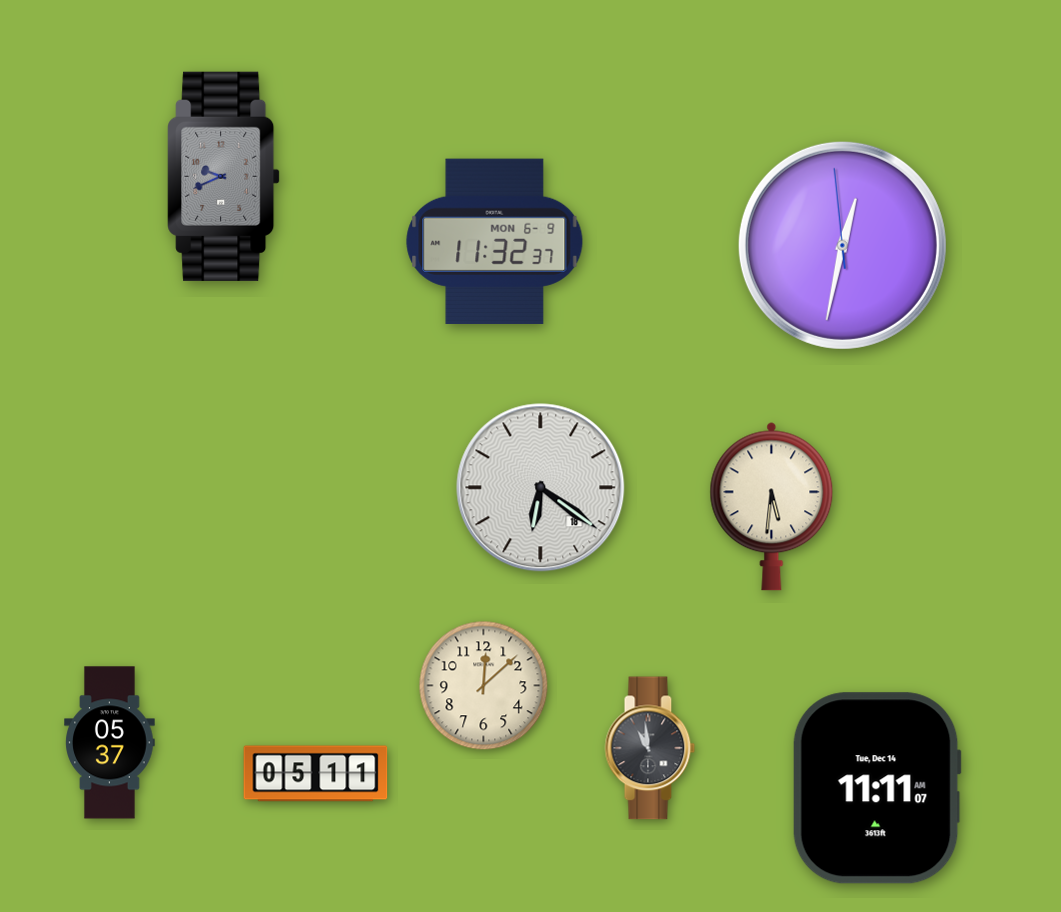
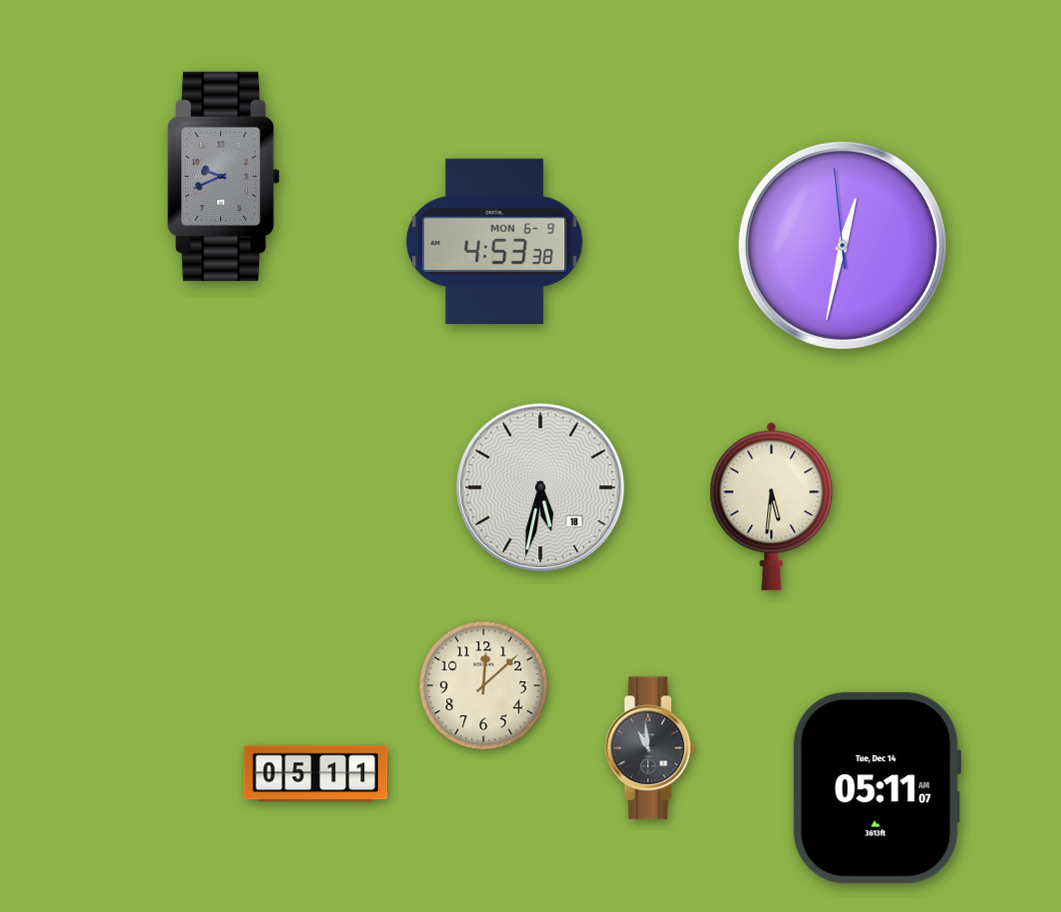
clock at (495, 241): 11:32 -> 4:53
clock at (541, 488): 6:21 -> 5:32
clock at (110, 743): 05:37 -> none
clock at (877, 788): 11:11 -> 05:11
